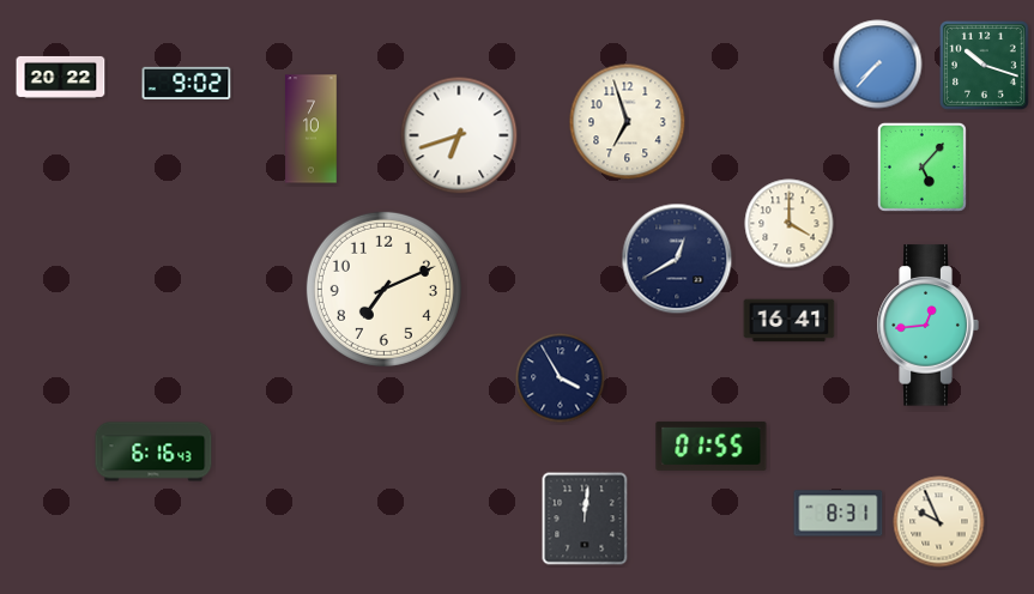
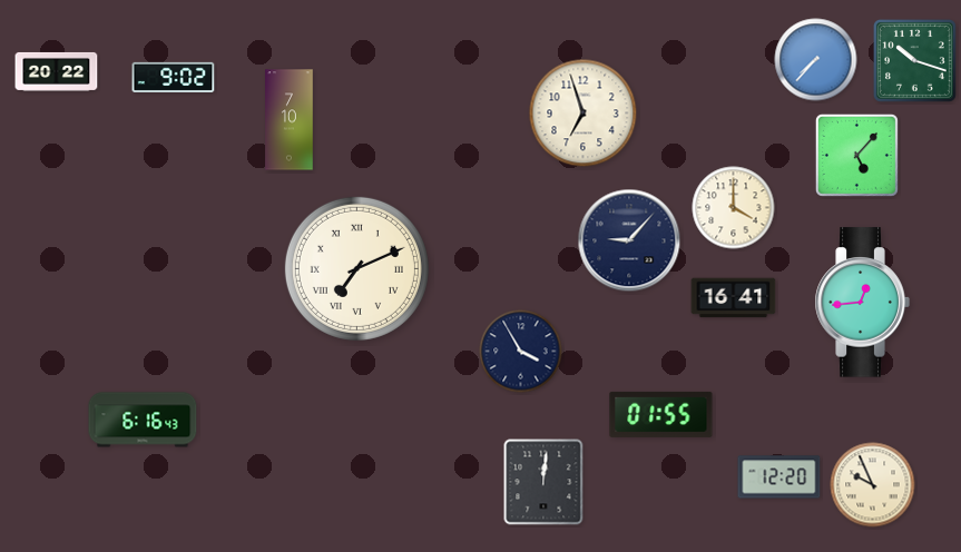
clock at (459, 135): 6:42 -> none
clock at (677, 259): 12:40 -> 9:07
clock at (383, 289) numerals: Arabic -> Roman
clock at (839, 514): 8:31 -> 12:20
